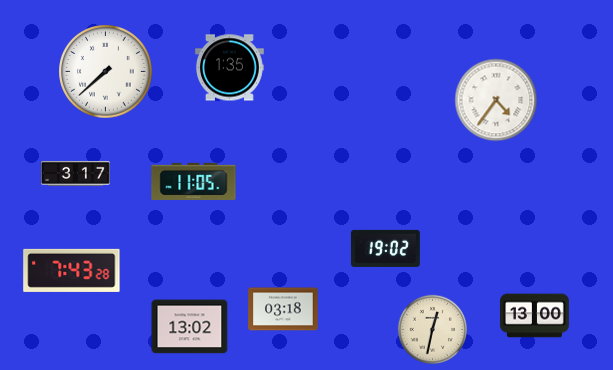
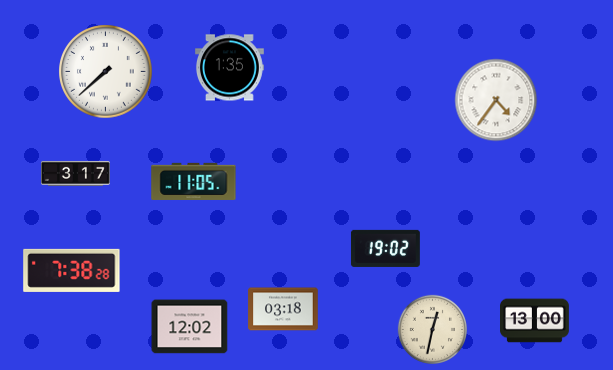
clock at (72, 270): 7:43 -> 7:38
clock at (535, 316) position: (535, 316) -> (535, 321)
clock at (190, 327): 13:02 -> 12:02
